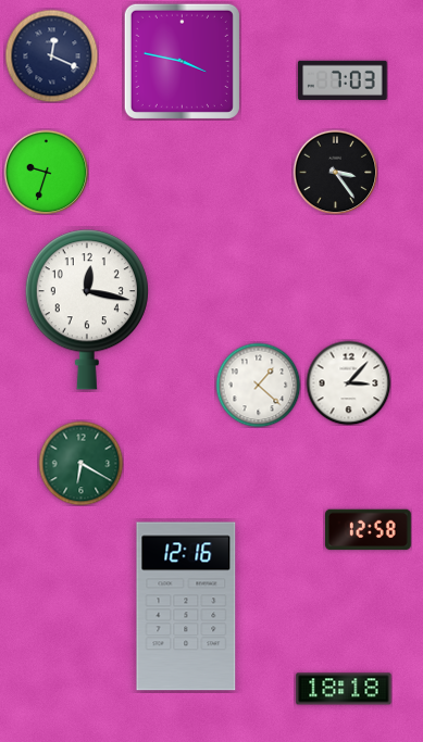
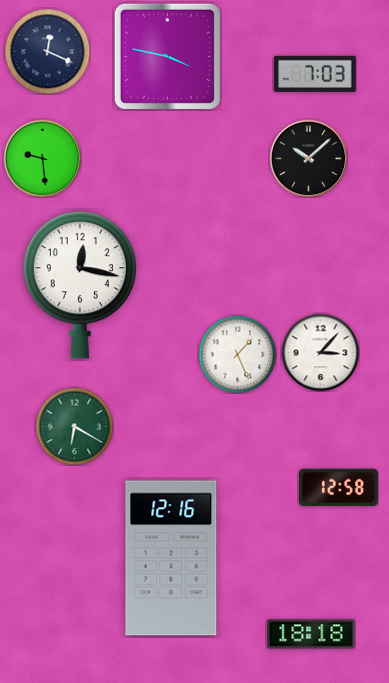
clock at (46, 172): 9:33 -> 9:29
clock at (335, 172): 3:24 -> 10:08
clock at (258, 385): 1:22 -> 1:26
clock at (344, 689) position: (344, 689) -> (311, 634)
